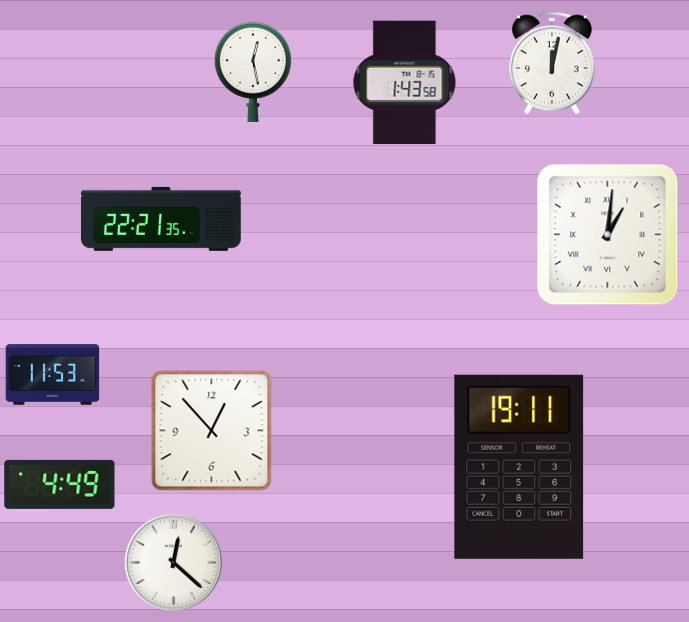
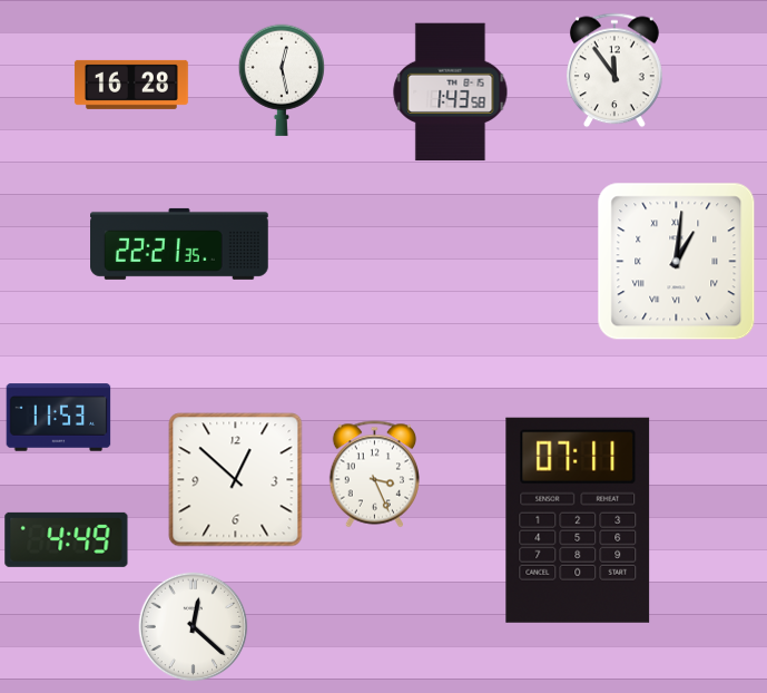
clock at (552, 63): 12:02 -> 11:54
clock at (131, 85): none -> 16:28
clock at (374, 475): none -> 3:26
clock at (212, 431): 12:53 -> 12:52
clock at (519, 467): 19:11 -> 07:11
